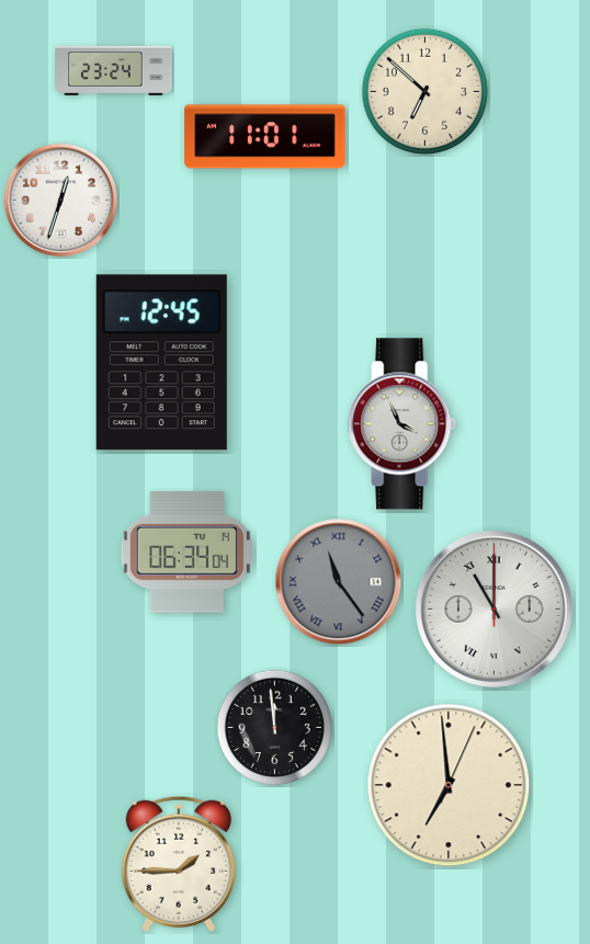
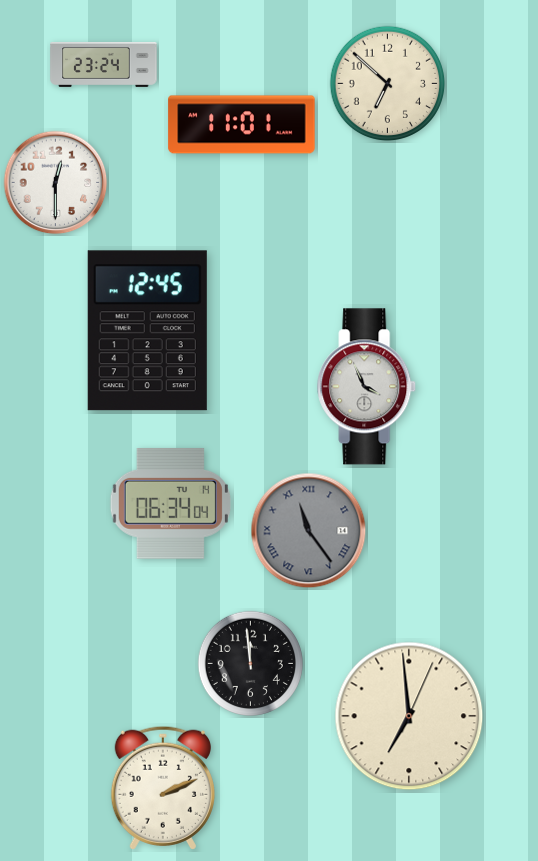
clock at (61, 201): 12:33 -> 12:30
clock at (493, 609): 11:00 -> none
clock at (179, 864): 1:45 -> 2:11
